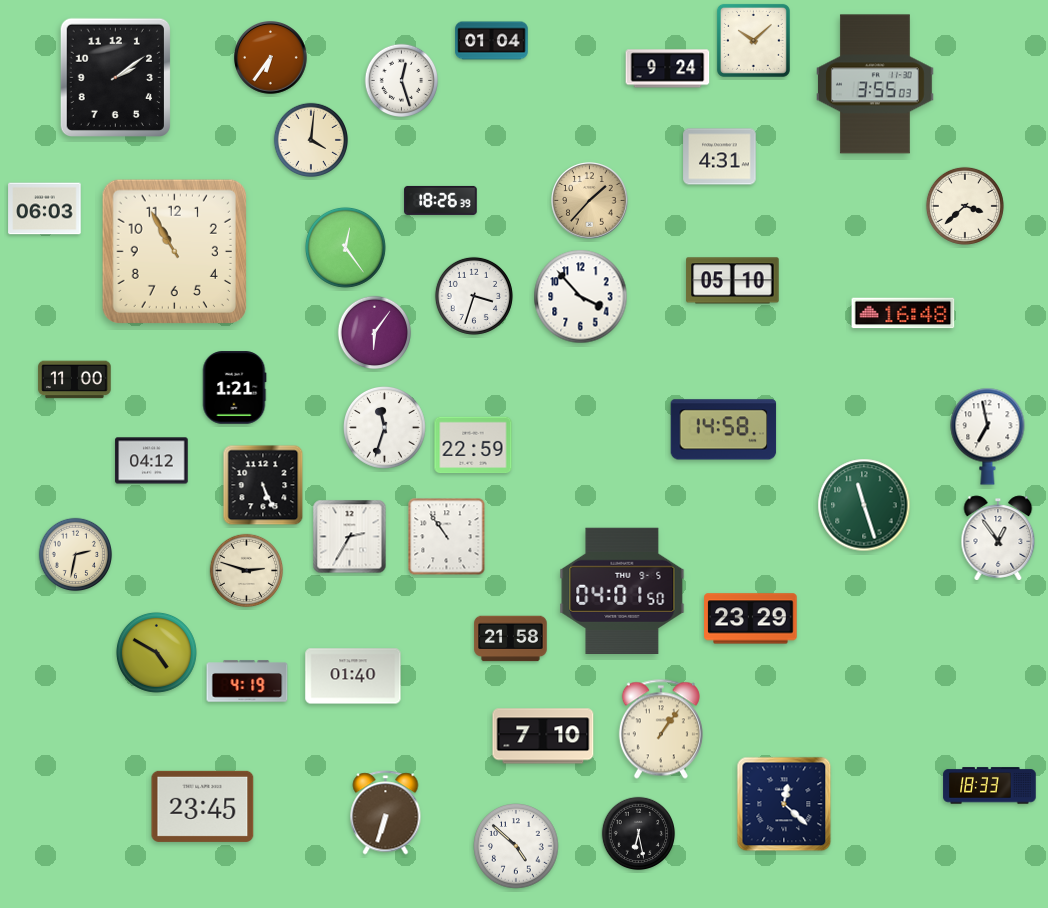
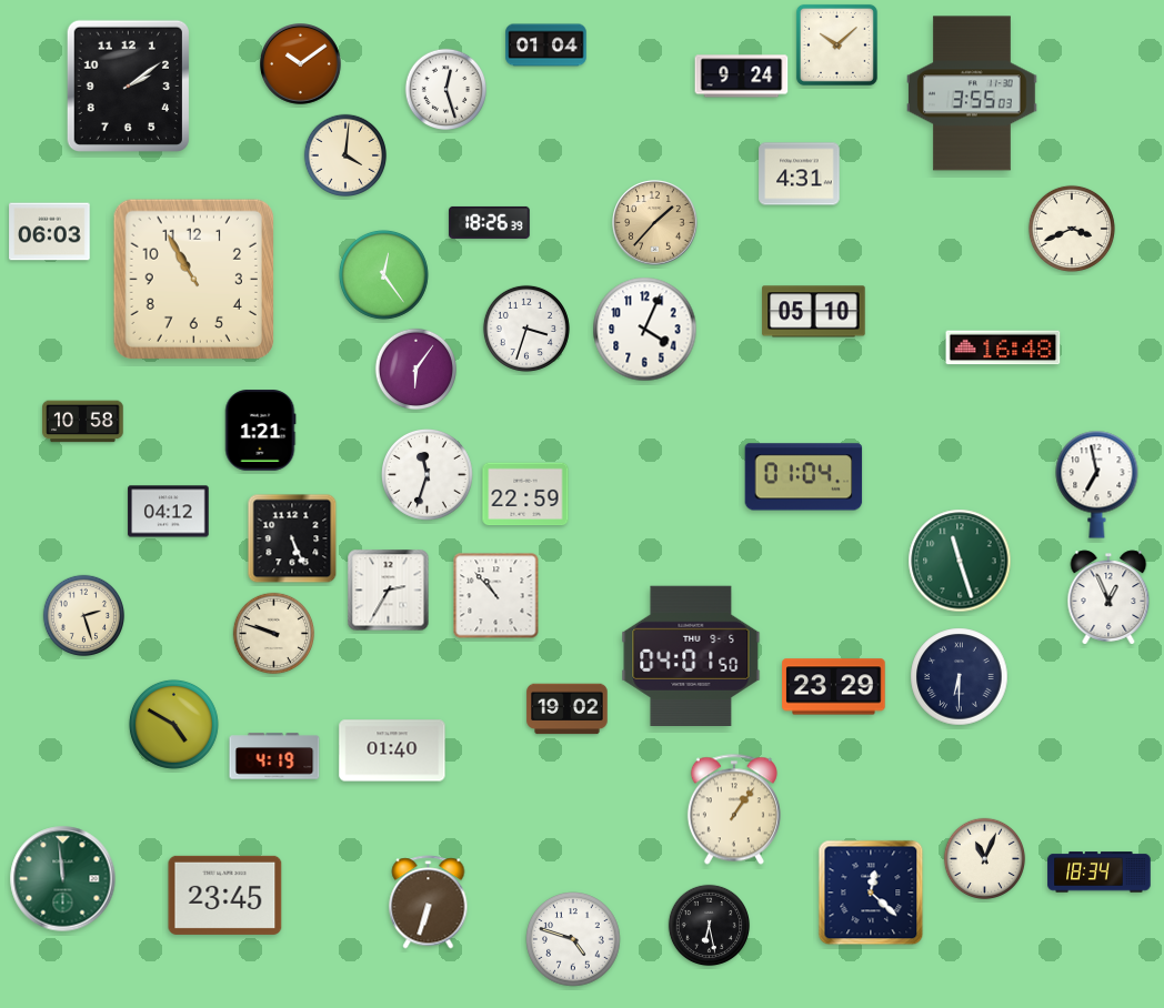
clock at (271, 58): 6:36 -> 10:09
clock at (965, 206): 3:38 -> 3:41
clock at (581, 297): 3:53 -> 4:04
clock at (75, 380): 11:00 -> 10:58
clock at (724, 430): 14:58 -> 01:04
clock at (350, 537) position: (350, 537) -> (389, 591)
clock at (447, 537): 10:54 -> 10:53
clock at (998, 538): 12:54 -> 12:56
clock at (76, 555): 2:32 -> 2:27
clock at (247, 571): 2:48 -> 9:48
clock at (960, 677): none -> 6:30
clock at (511, 639): 21:58 -> 19:02
clock at (543, 736): 7:10 -> none
clock at (985, 859): none -> 11:04
clock at (990, 786): 18:33 -> 18:34
clock at (63, 879): none -> 11:59
clock at (516, 846): 4:52 -> 4:48
